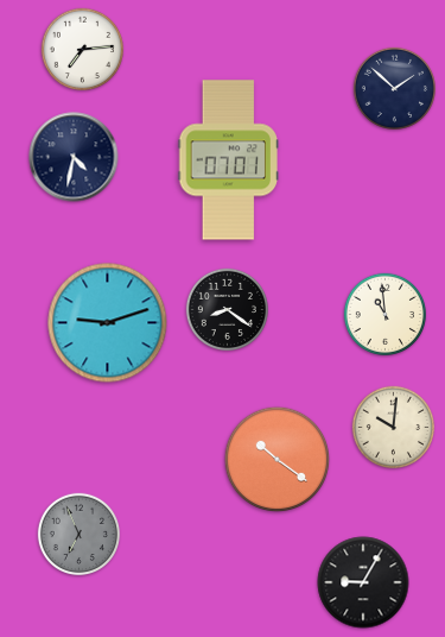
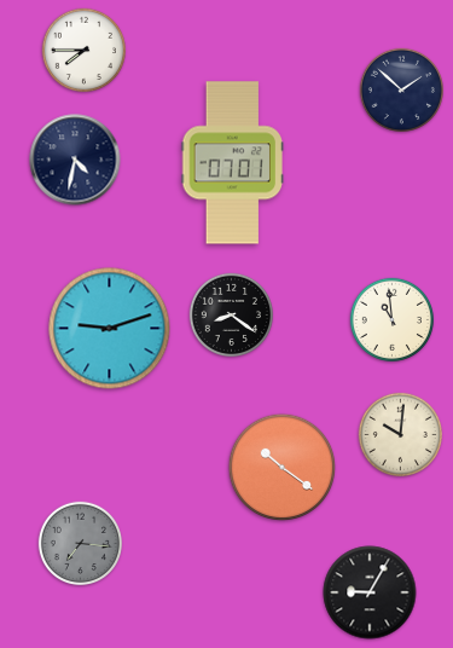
clock at (82, 49): 7:14 -> 7:45
clock at (78, 534): 6:56 -> 7:16
